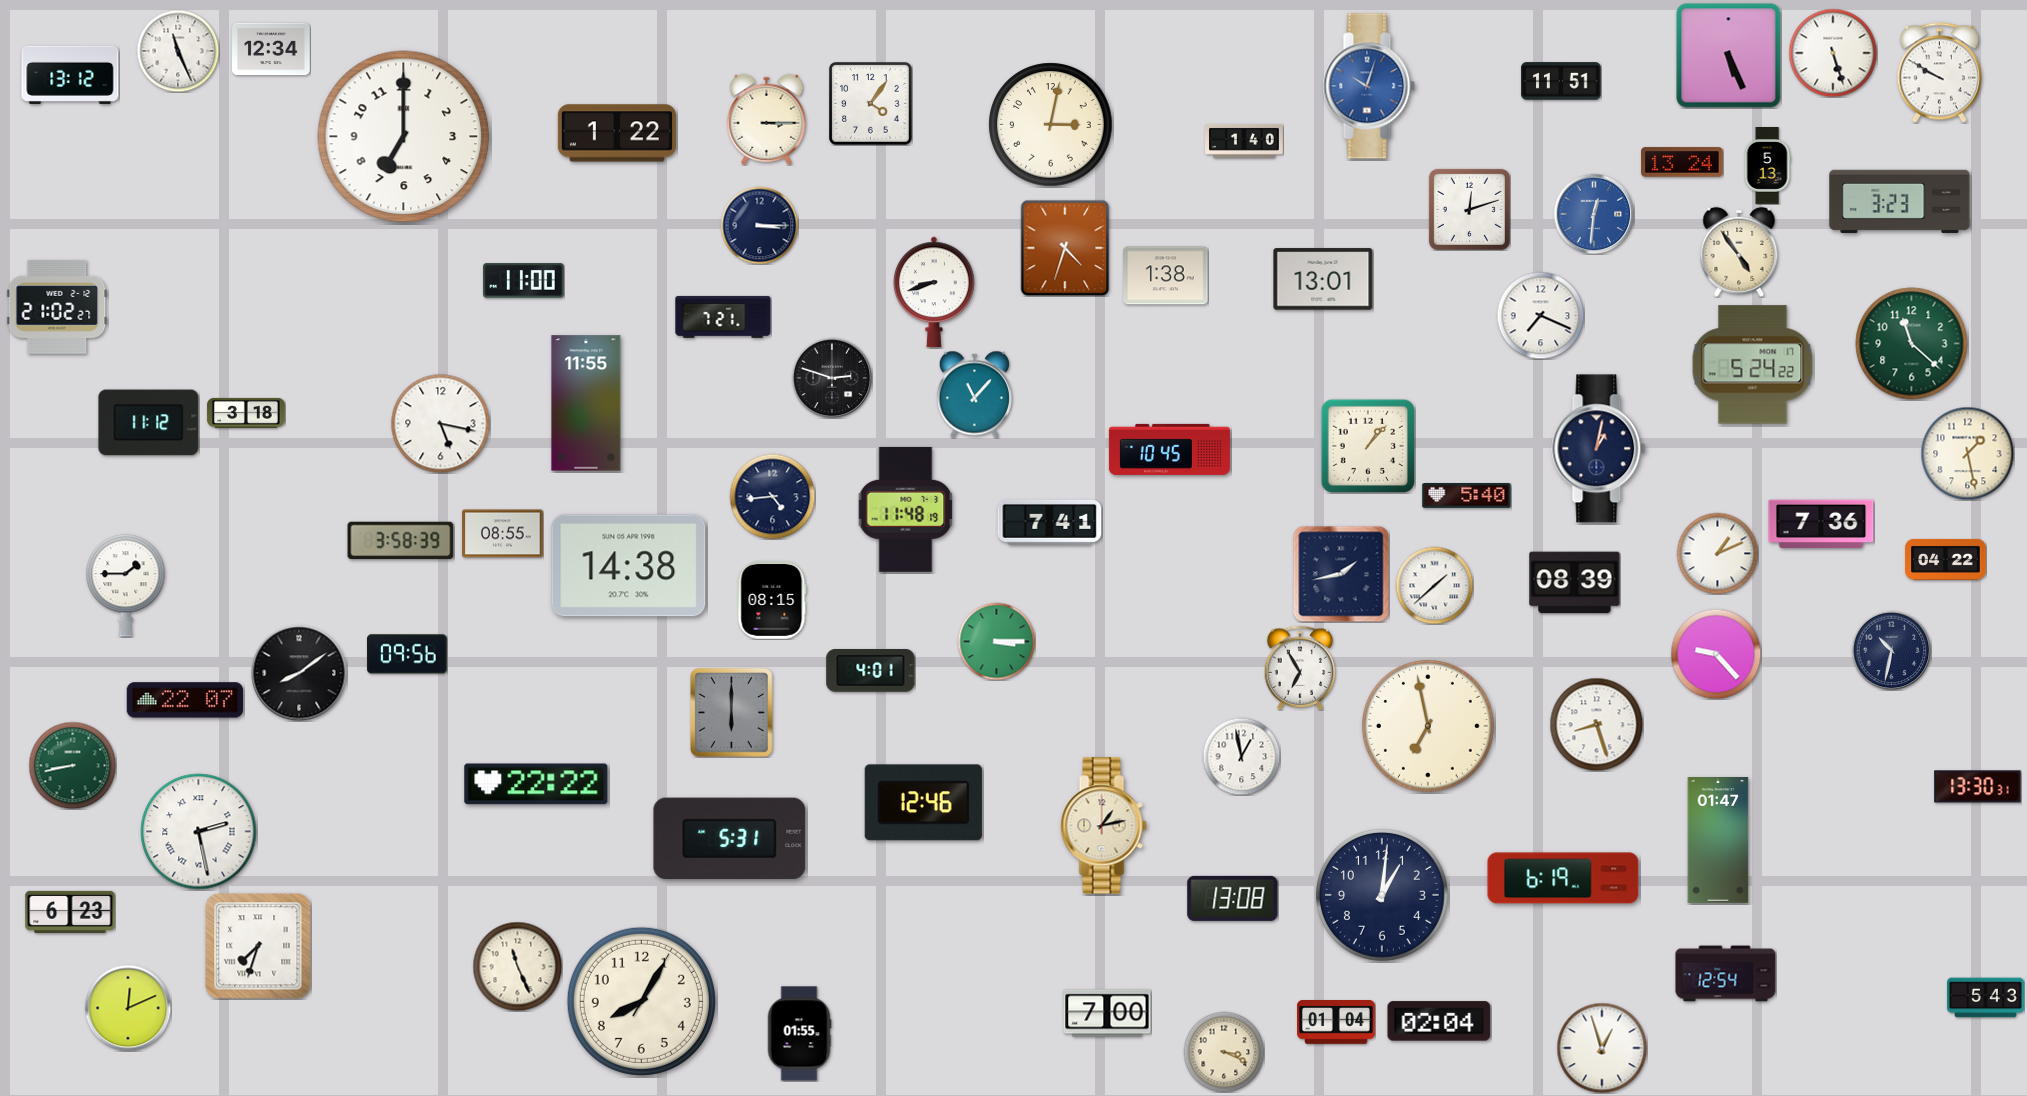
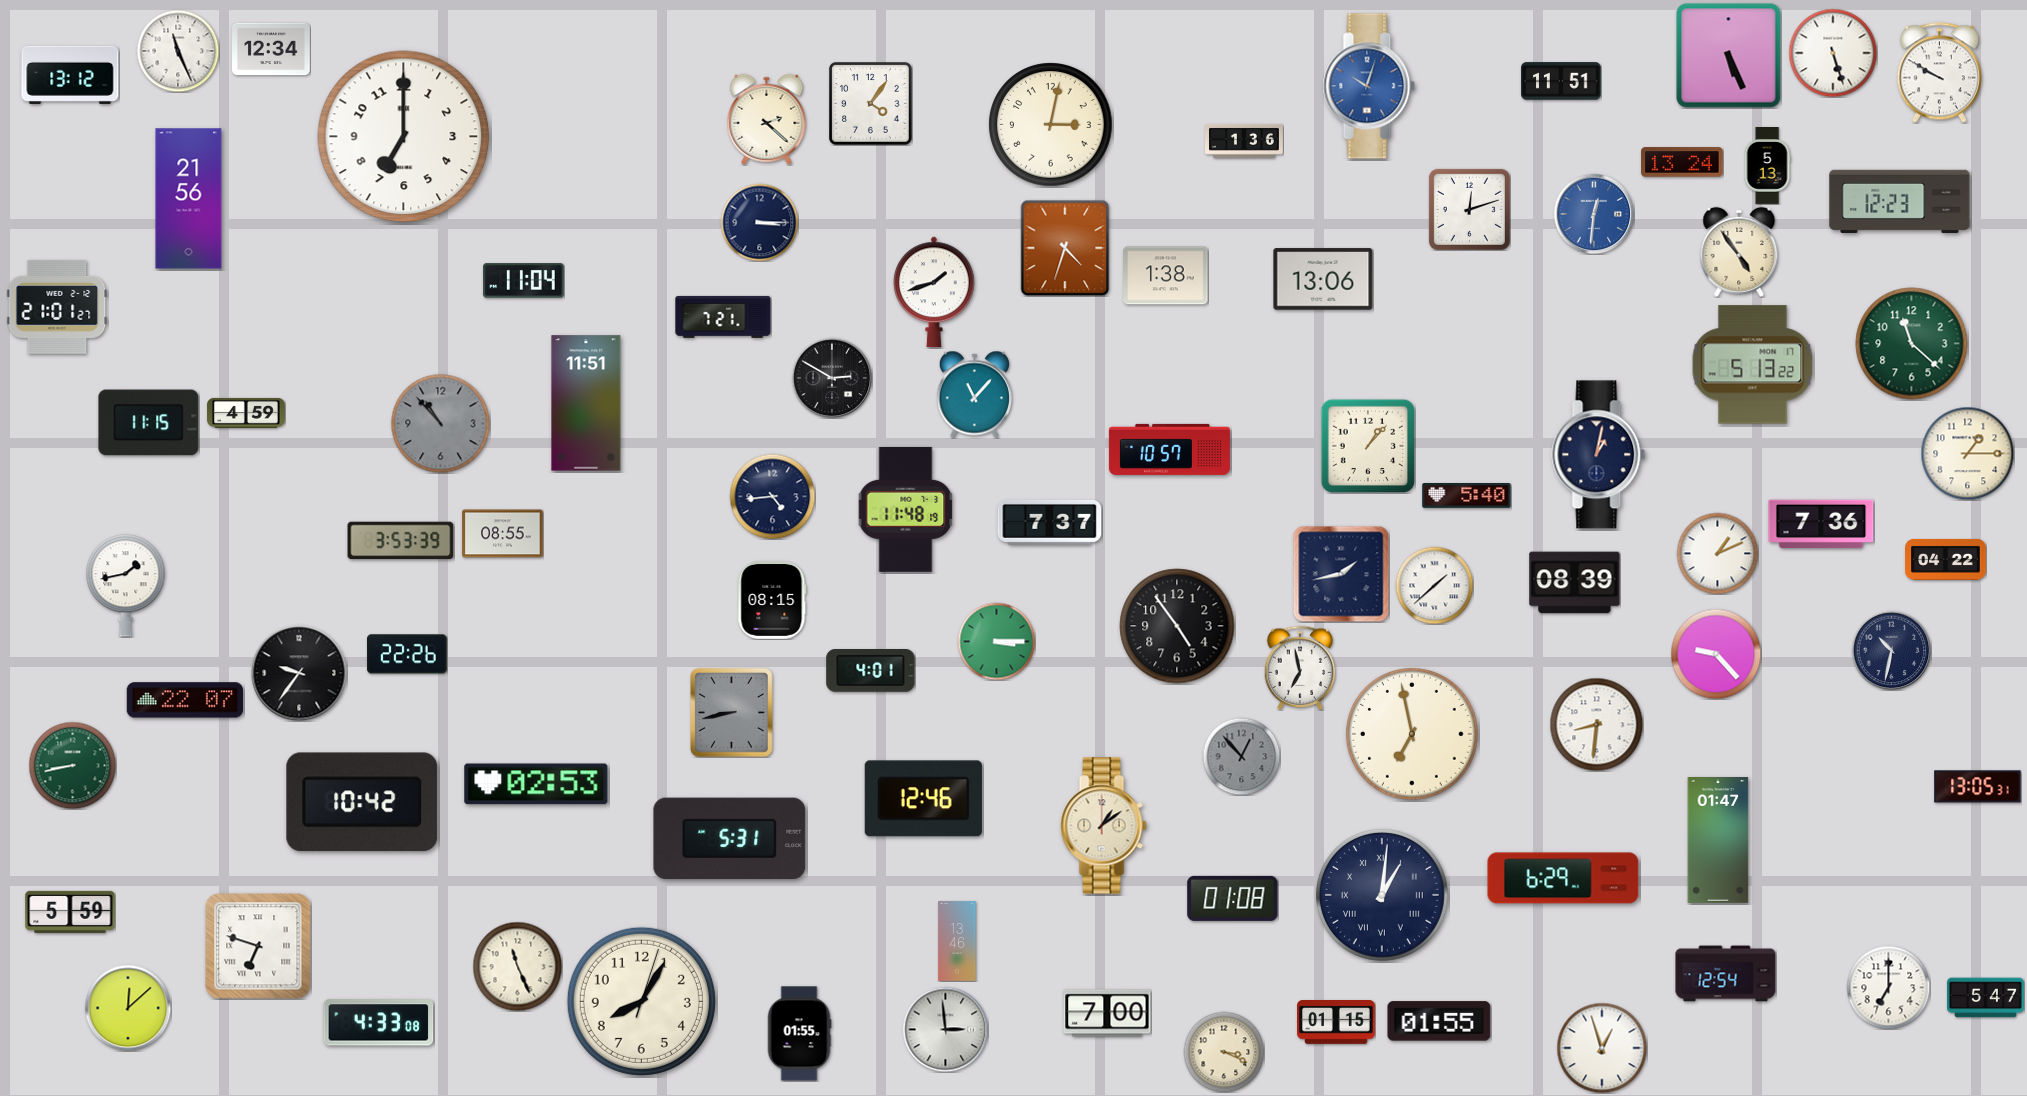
clock at (767, 119): 3:15 -> 2:22
clock at (617, 133): 1:22 -> none
clock at (1244, 141): 1:40 -> 1:36
clock at (189, 199): none -> 21:56
clock at (1900, 201): 3:23 -> 12:23
clock at (759, 225) position: (759, 225) -> (759, 222)
clock at (1323, 279): 13:01 -> 13:06
clock at (524, 281): 11:00 -> 11:04
clock at (934, 292): 8:42 -> 1:42
clock at (57, 307): 21:02 -> 21:01
clock at (1540, 315): 7:19 -> none
clock at (1753, 365): 5:24 -> 5:13
clock at (832, 378): 2:48 -> 2:50
clock at (586, 403): 11:55 -> 11:51
clock at (246, 413): 3:18 -> 4:59
clock at (149, 423): 11:12 -> 11:15
clock at (441, 424): 5:17 -> 10:53
clock at (441, 424) dial: white -> grey
clock at (1169, 449): 10:45 -> 10:57
clock at (1599, 449) position: (1599, 449) -> (1599, 455)
clock at (1967, 453): 1:28 -> 1:15
clock at (1050, 523): 7:41 -> 7:37
clock at (401, 541): 3:58 -> 3:53
clock at (629, 566): 14:38 -> none
clock at (126, 586): 1:45 -> 1:43
clock at (1177, 626): none -> 4:54
clock at (408, 654): 09:56 -> 22:26
clock at (1300, 667): 6:55 -> 6:58
clock at (299, 673): 8:09 -> 9:36
clock at (732, 713): 6:00 -> 8:43
clock at (1596, 724): 8:27 -> 8:31
clock at (1428, 726) position: (1428, 726) -> (1412, 734)
clock at (1241, 756): 12:58 -> 12:53
clock at (1241, 756) dial: white -> grey
clock at (536, 784): 22:22 -> 02:53
clock at (1978, 787): 13:30 -> 13:05
clock at (362, 802): none -> 10:42
clock at (923, 803) position: (923, 803) -> (923, 799)
clock at (1104, 826): 1:13 -> 1:09
clock at (199, 832): 2:28 -> none
clock at (1563, 878): 6:19 -> 6:29
clock at (1382, 895) numerals: Arabic -> Roman
clock at (1233, 898): 13:08 -> 01:08
clock at (70, 912): 6:23 -> 5:59
clock at (957, 941): none -> 13:46
clock at (258, 946): 7:33 -> 6:48
clock at (1888, 987): none -> 7:00
clock at (1986, 998): 5:43 -> 5:47
clock at (641, 1001): 8:05:05 -> 8:05:03
clock at (128, 1008): 12:11 -> 12:08
clock at (1439, 1021): 02:04 -> 01:55
clock at (1336, 1022): 01:04 -> 01:15
clock at (379, 1023): none -> 4:33
clock at (945, 1029): none -> 2:59
